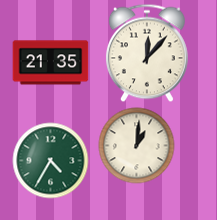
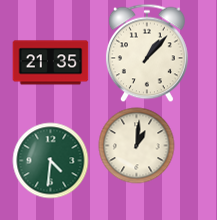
clock at (147, 53): 12:07 -> 1:07
clock at (51, 161): 4:35 -> 4:31
